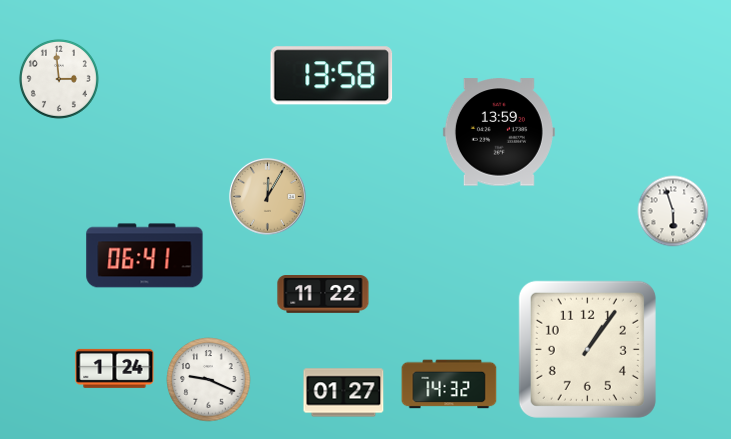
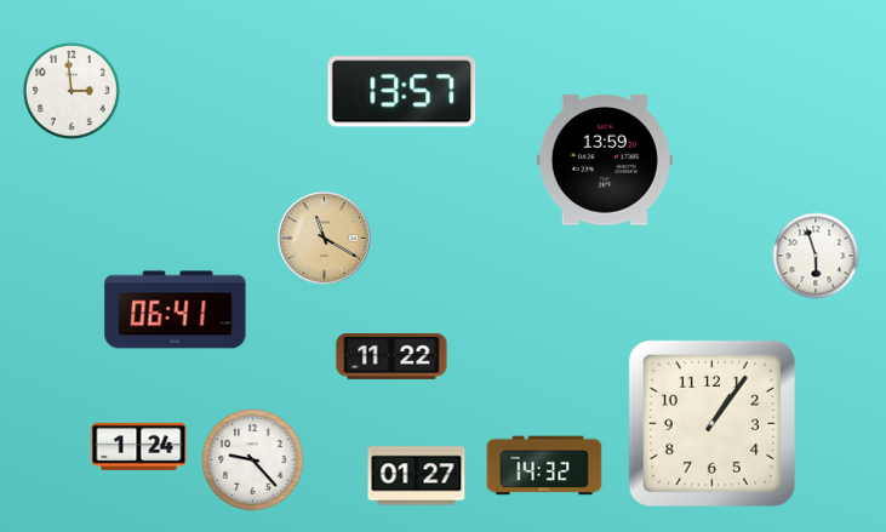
clock at (332, 76): 13:58 -> 13:57
clock at (59, 79) position: (59, 79) -> (72, 91)
clock at (267, 196): 12:05 -> 11:20
clock at (209, 380): 9:19 -> 9:23
